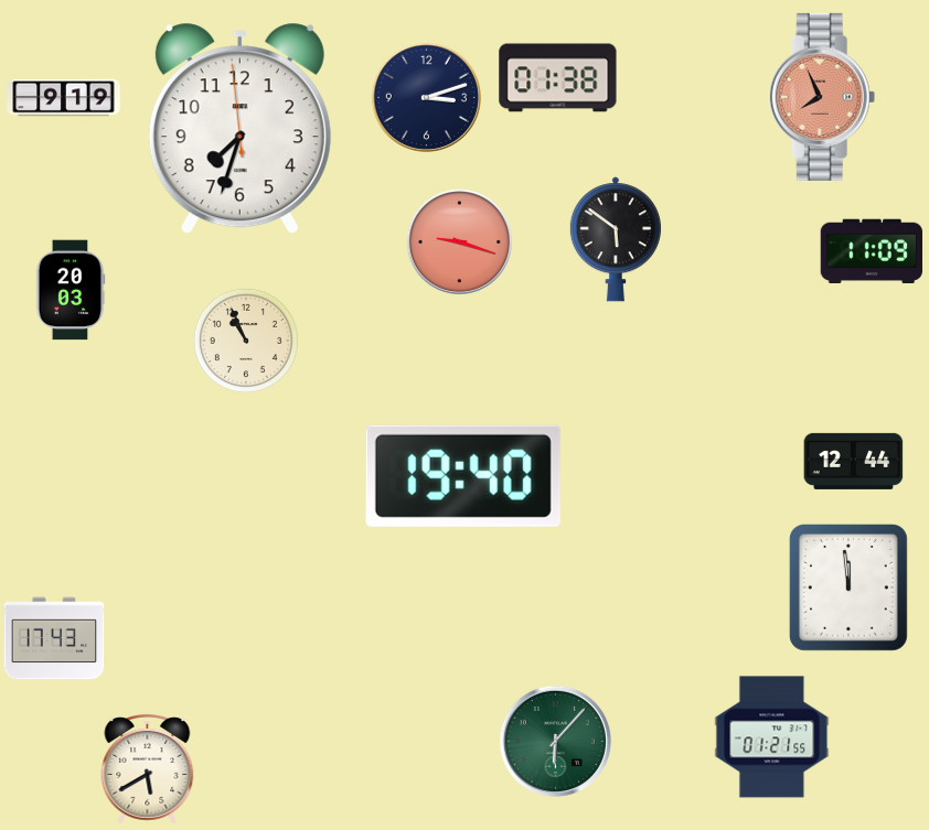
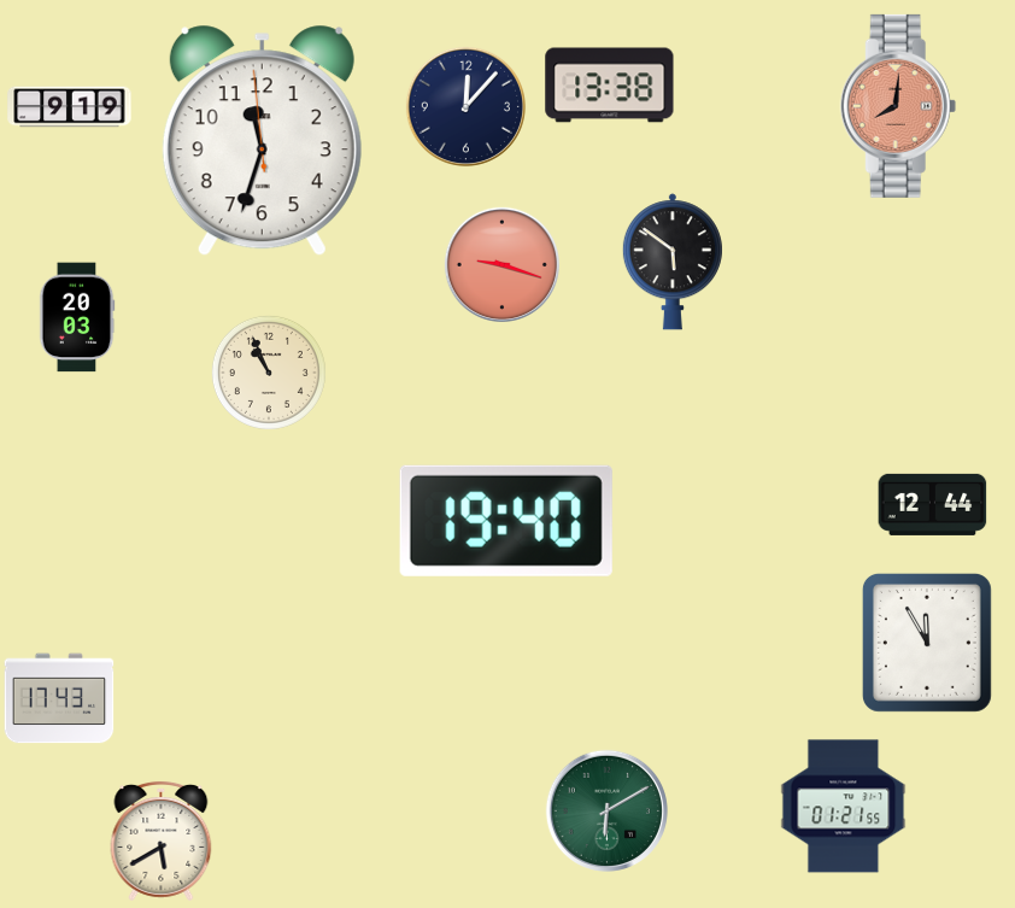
clock at (558, 78): 01:38 -> 13:38
clock at (426, 97): 3:12 -> 12:07
clock at (822, 97): 7:56 -> 8:01
clock at (239, 129): 7:32 -> 11:32
clock at (871, 250): 11:09 -> none
clock at (848, 588): 11:59 -> 11:55
clock at (555, 741): 6:07 -> 6:10
